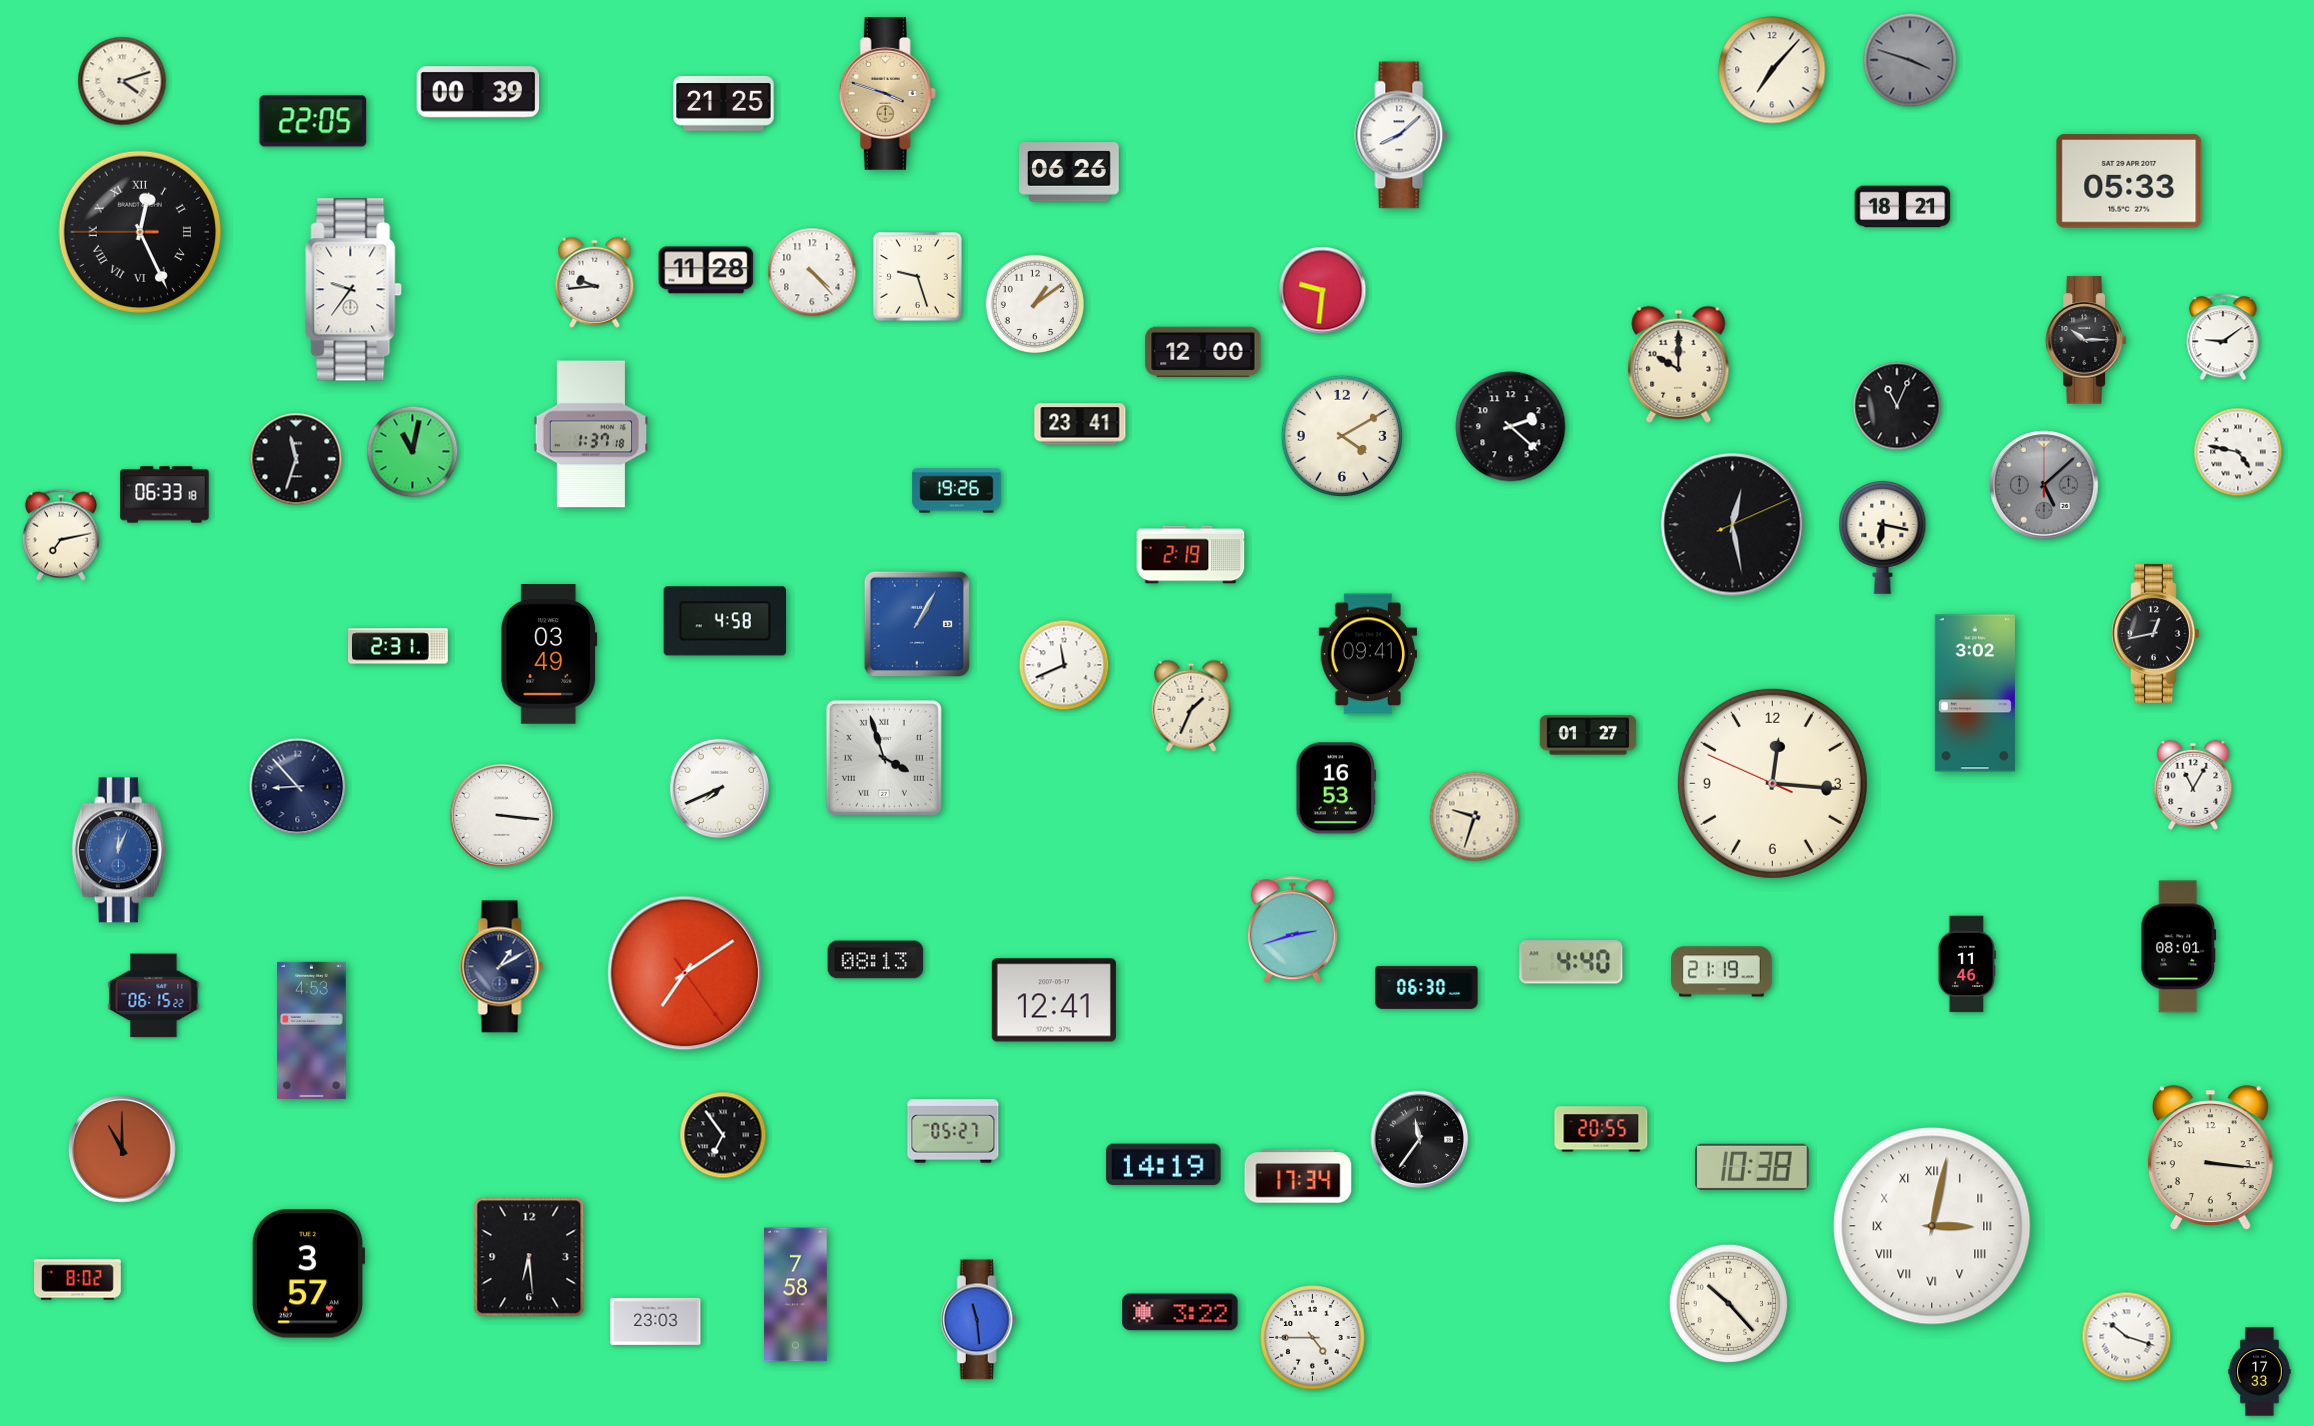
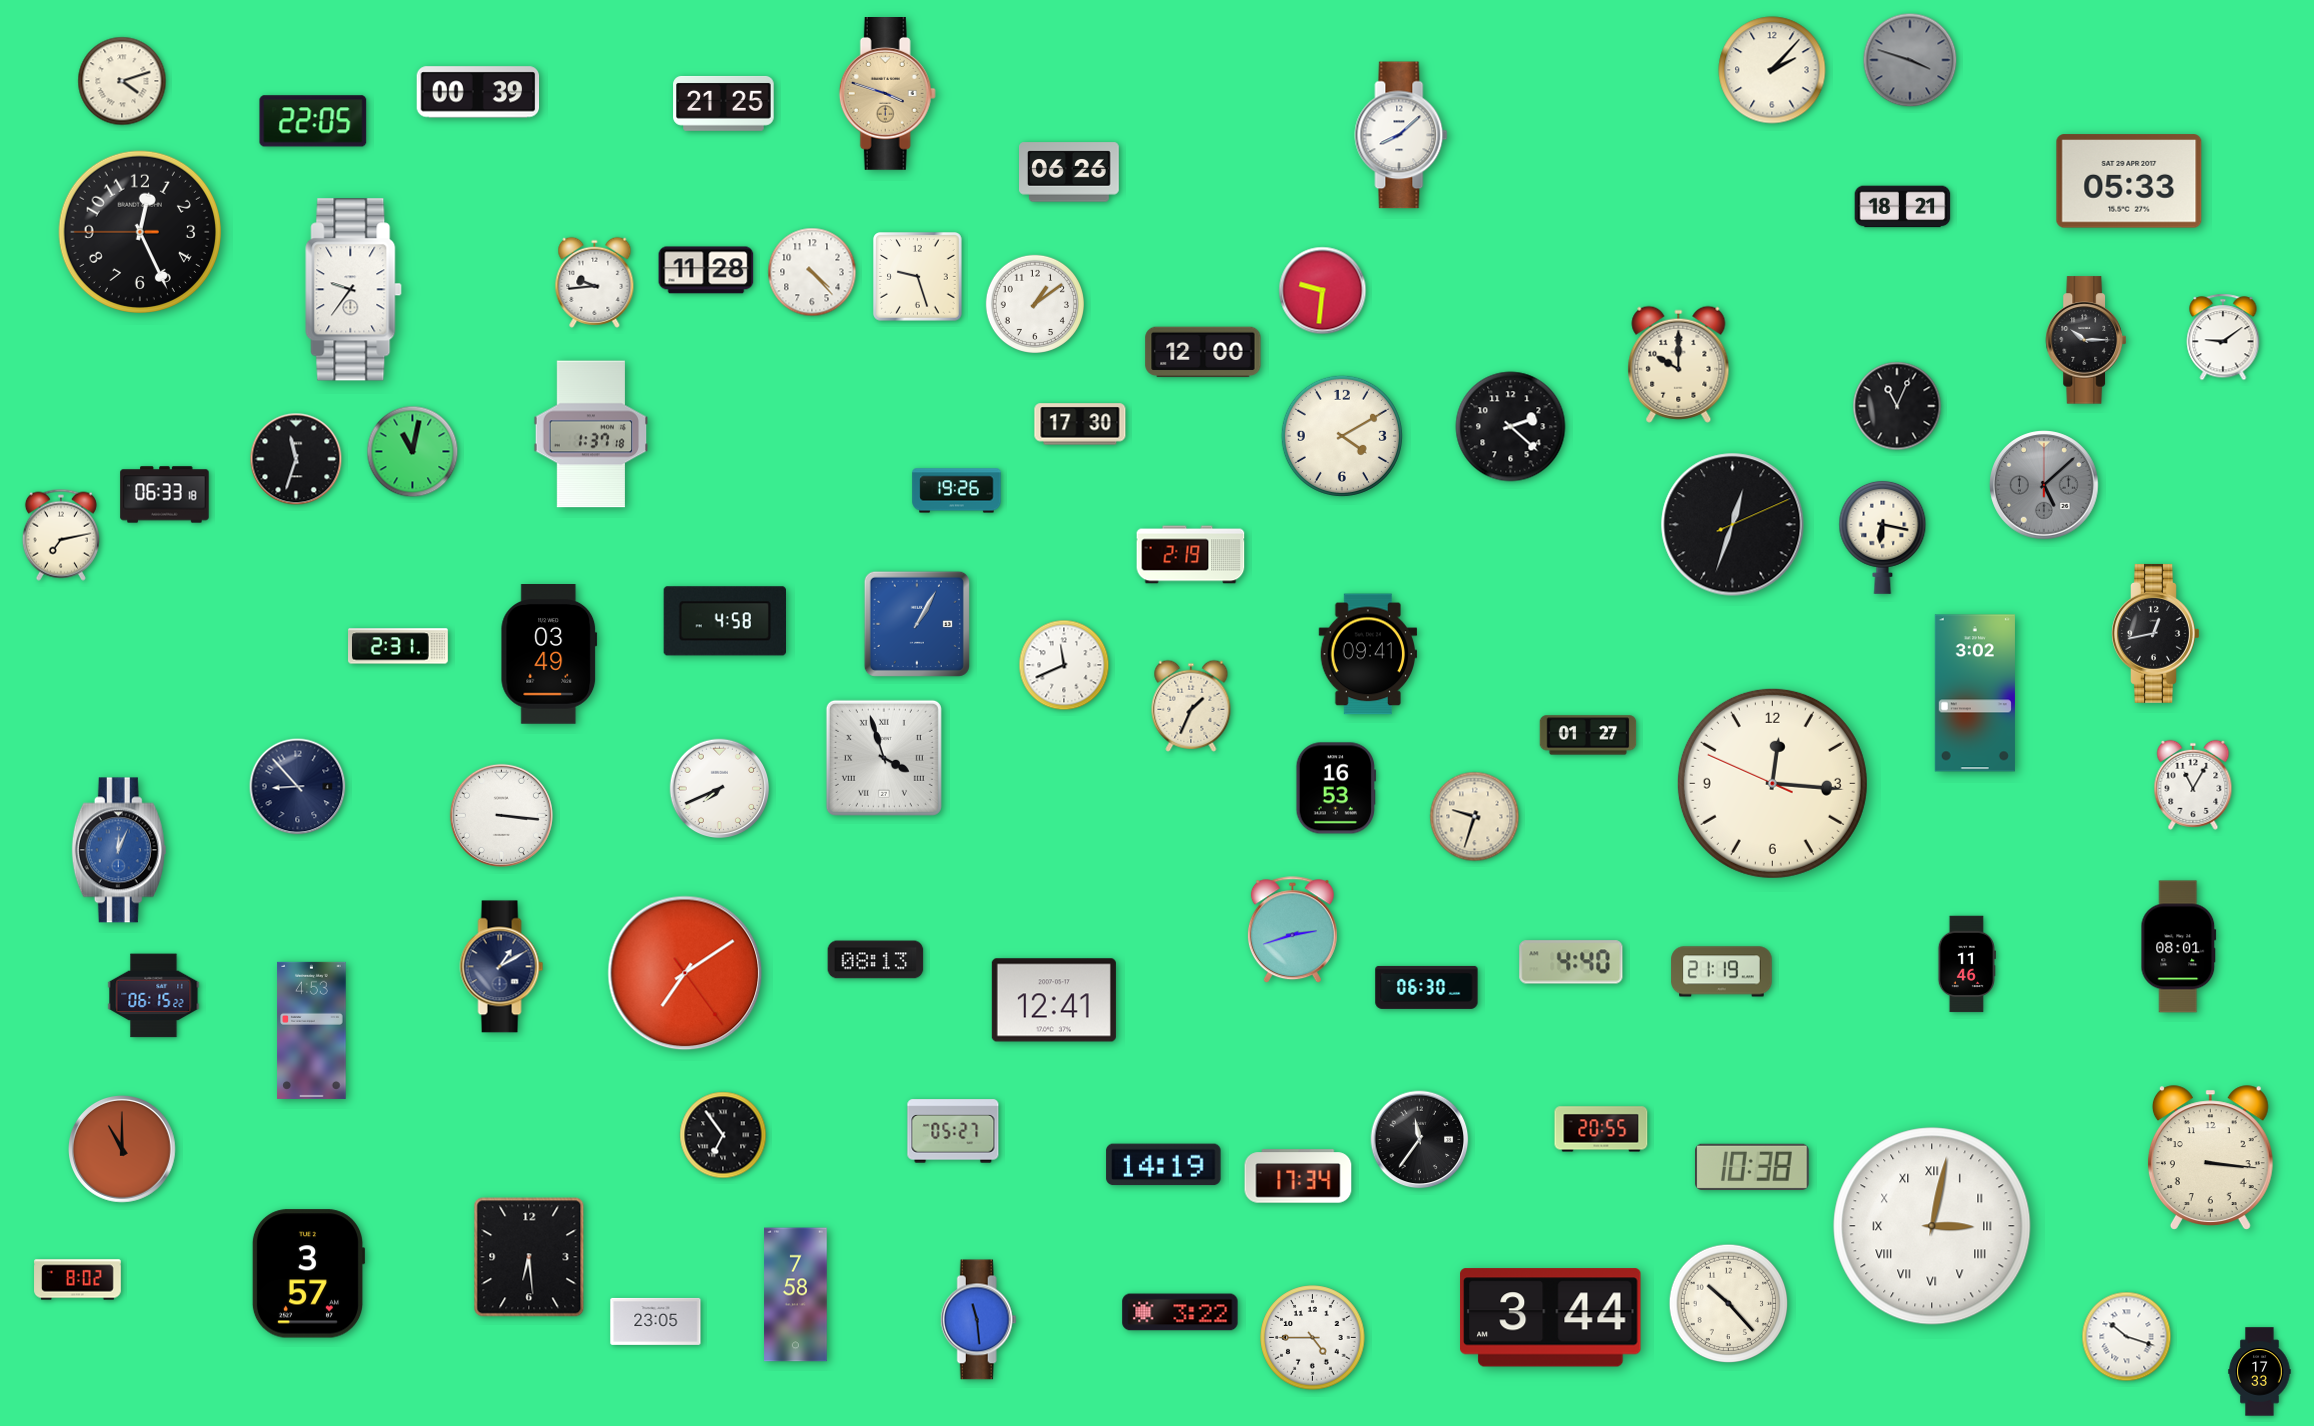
clock at (1772, 70): 7:07 -> 2:07
clock at (139, 231) numerals: Roman -> Arabic
clock at (1080, 424): 23:41 -> 17:30
clock at (2238, 452): 4:47 -> none
clock at (1733, 525): 12:28 -> 12:33
clock at (1551, 1318): none -> 3:44
clock at (656, 1321): 23:03 -> 23:05
